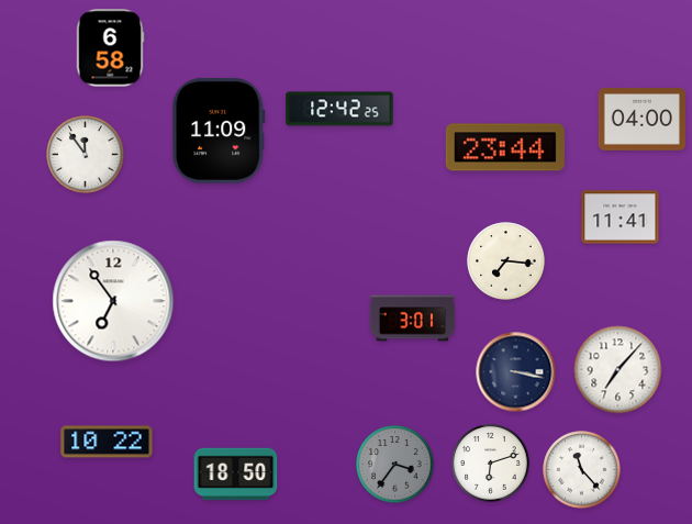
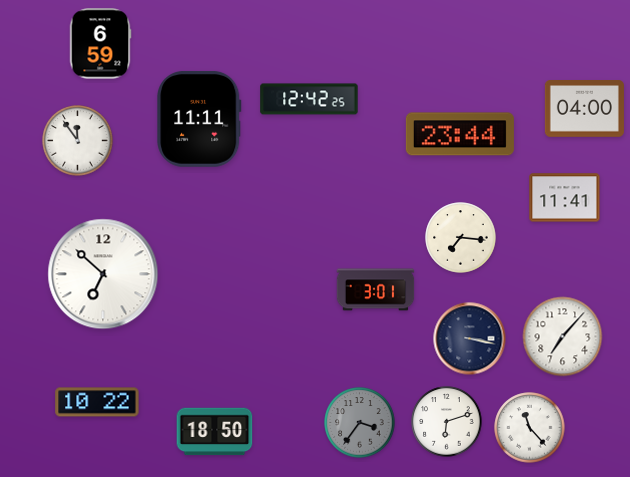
clock at (110, 48): 6:58 -> 6:59
clock at (219, 131): 11:09 -> 11:11
clock at (113, 301): 6:54 -> 6:52
